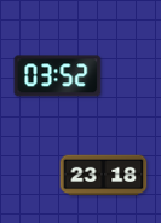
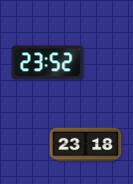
clock at (58, 76): 03:52 -> 23:52
